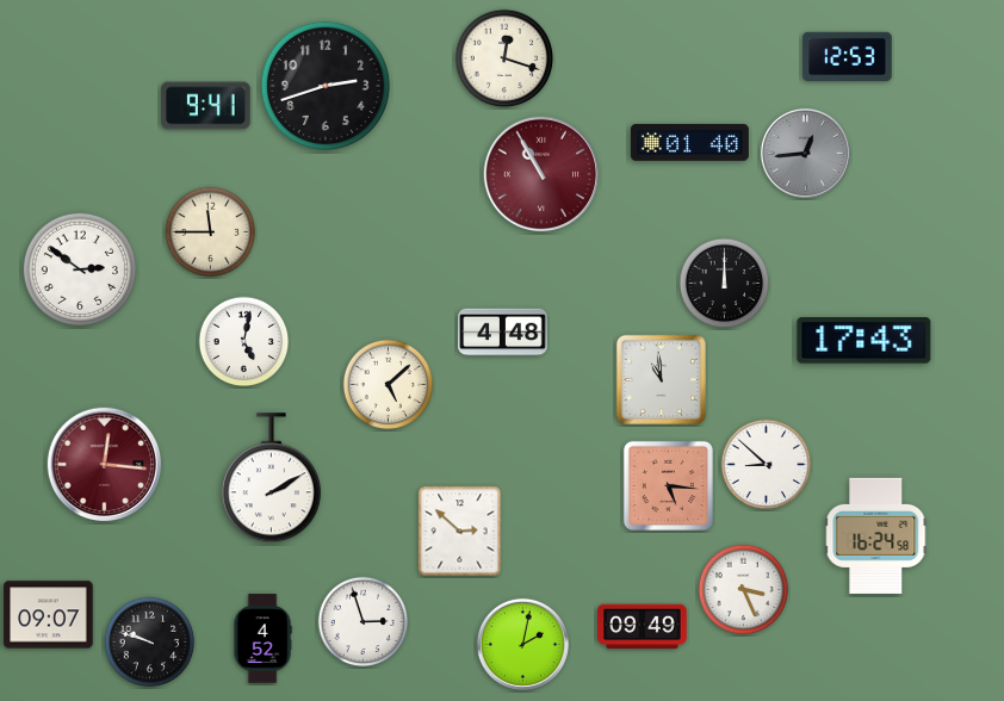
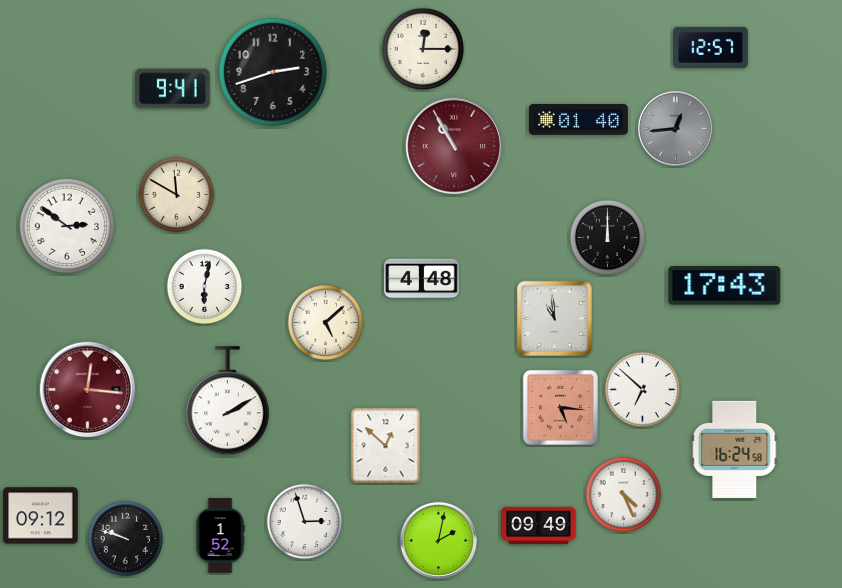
clock at (848, 56): 12:53 -> 12:57
clock at (504, 58): 12:18 -> 12:15
clock at (211, 232): 11:45 -> 11:50
clock at (244, 342): 5:02 -> 6:02
clock at (767, 465): 8:52 -> 6:52
clock at (460, 532): 2:52 -> 12:52
clock at (744, 590): 3:26 -> 4:26
clock at (49, 615): 09:07 -> 09:12
clock at (262, 639): 4:52 -> 1:52
